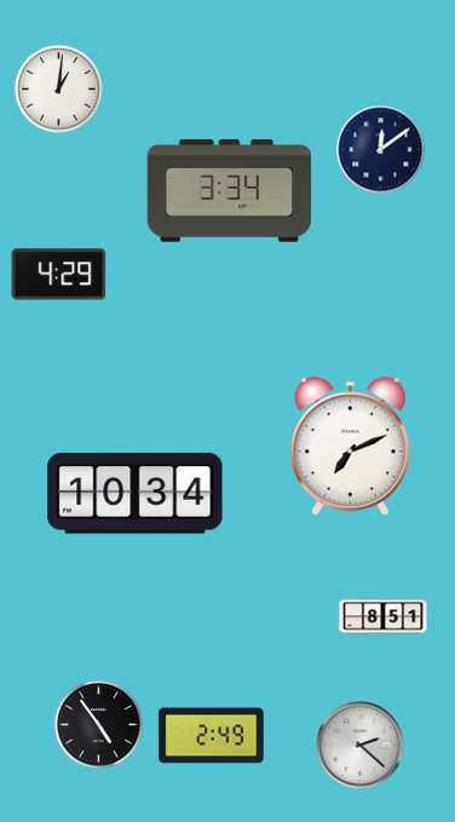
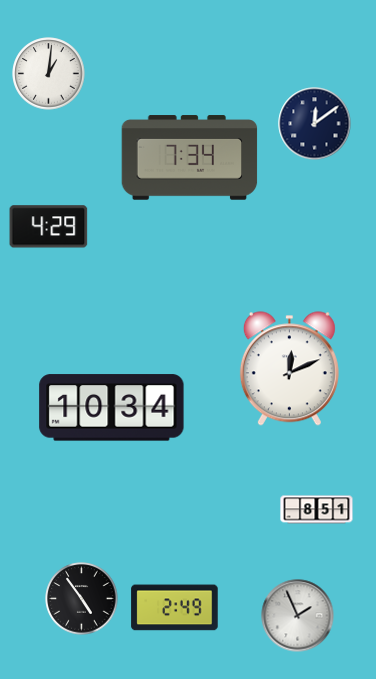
clock at (230, 191): 3:34 -> 7:34
clock at (350, 447): 7:11 -> 12:11
clock at (361, 746): 2:22 -> 1:56
